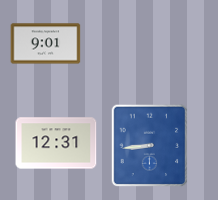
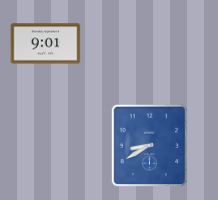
clock at (56, 143): 12:31 -> none
clock at (150, 146): 8:44 -> 8:40
